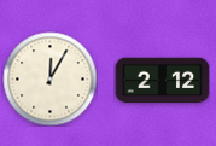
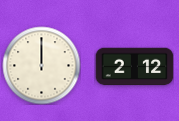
clock at (49, 78): 12:05 -> 12:00
